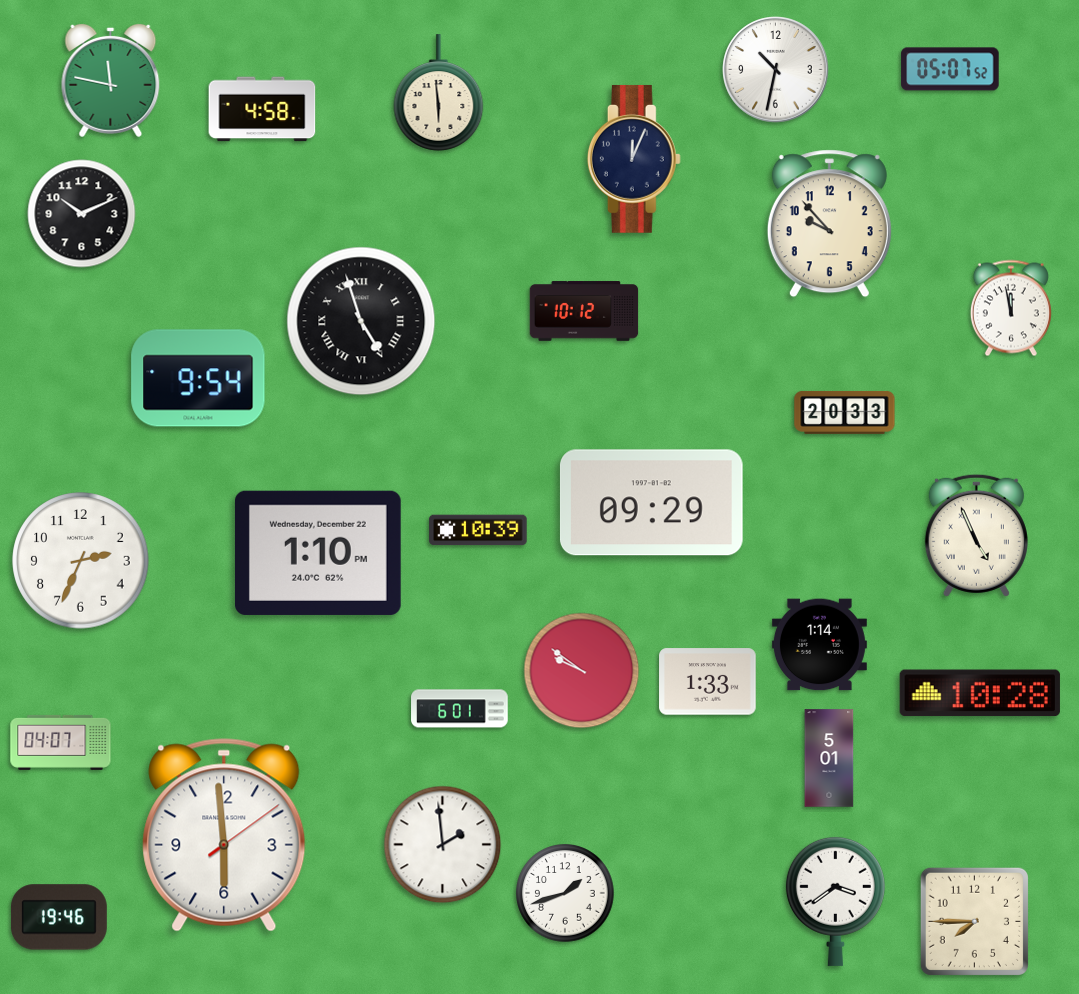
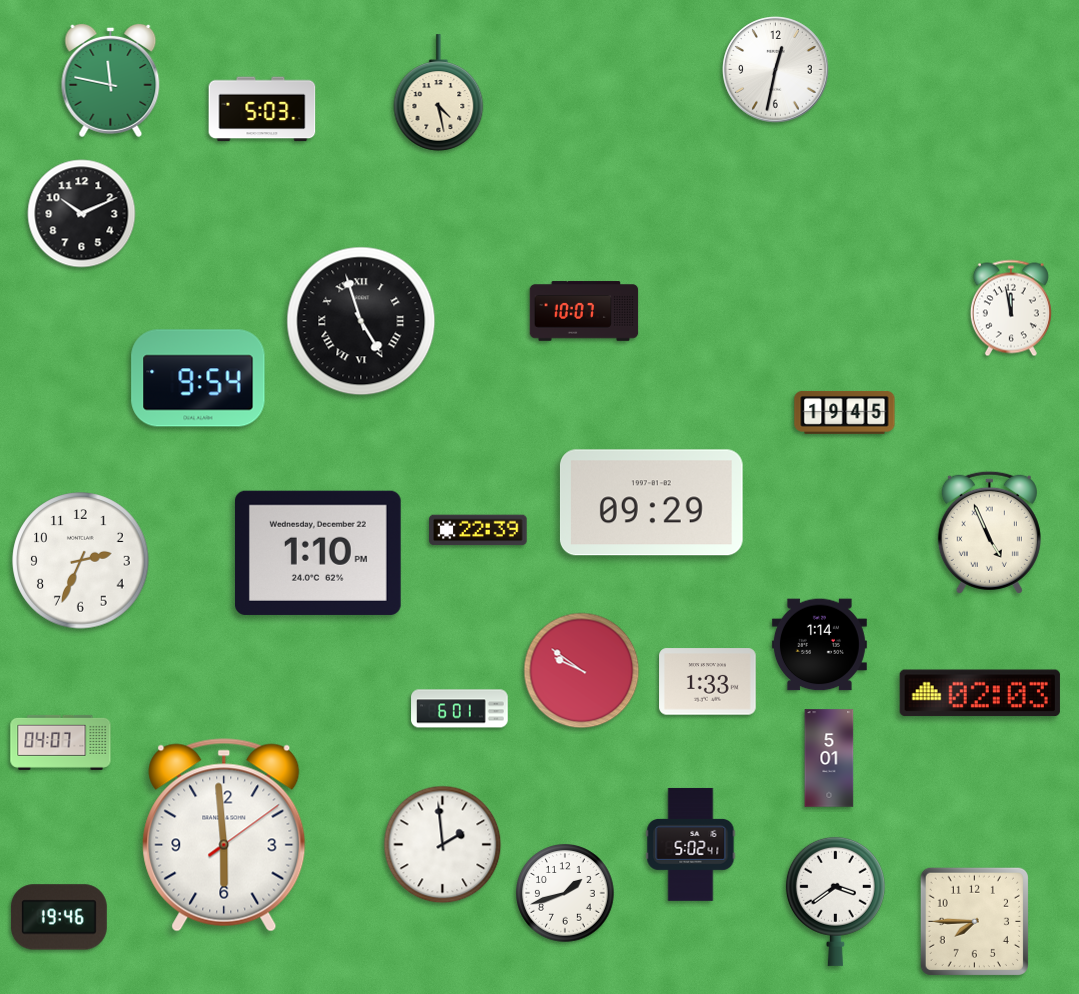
clock at (950, 69): 05:07 -> none
clock at (776, 70): 10:32 -> 12:32
clock at (439, 93): 5:59 -> 4:28
clock at (262, 109): 4:58 -> 5:03
clock at (634, 159): 12:04 -> none
clock at (829, 224): 9:53 -> none
clock at (584, 311): 10:12 -> 10:07
clock at (845, 413): 20:33 -> 19:45
clock at (478, 530): 10:39 -> 22:39
clock at (976, 535) position: (976, 535) -> (989, 532)
clock at (980, 693): 10:28 -> 02:03
clock at (691, 844): none -> 5:02
